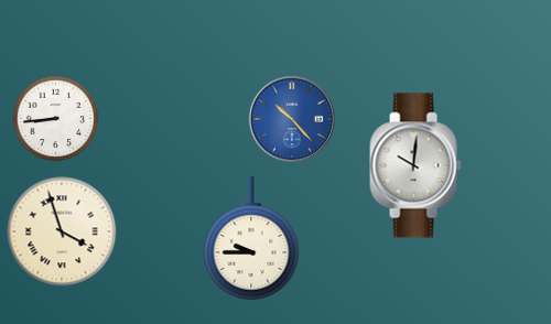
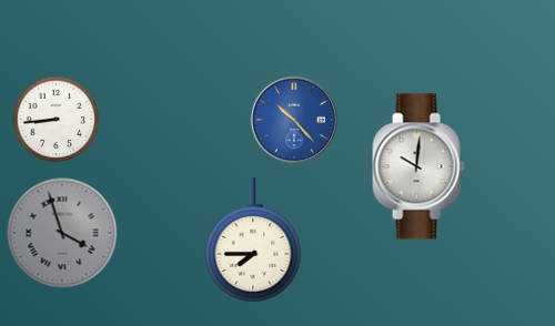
clock at (62, 231) dial: cream -> grey
clock at (251, 238): 9:45 -> 7:45
